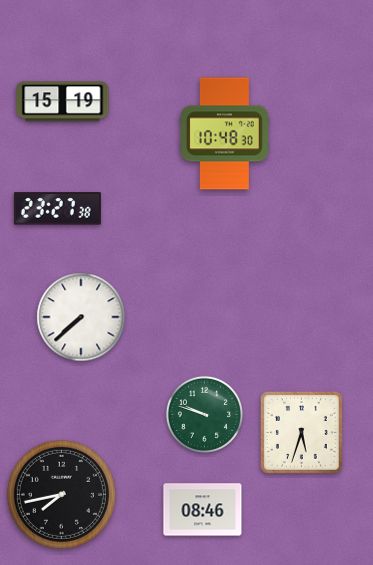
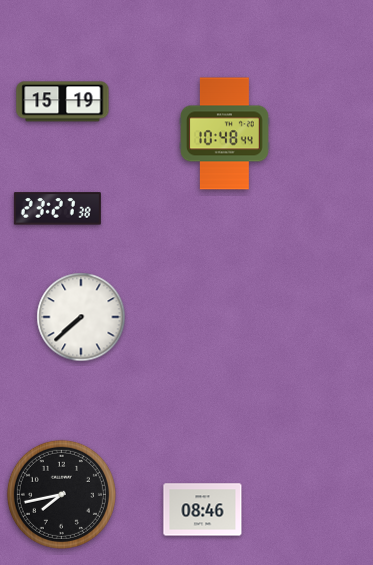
clock at (225, 134): 10:48:30 -> 10:48:44
clock at (204, 414): 9:48 -> none
clock at (301, 432): 5:33 -> none
